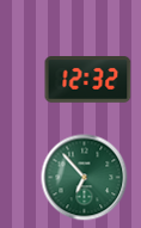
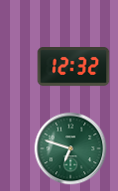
clock at (85, 178): 6:53 -> 6:48
